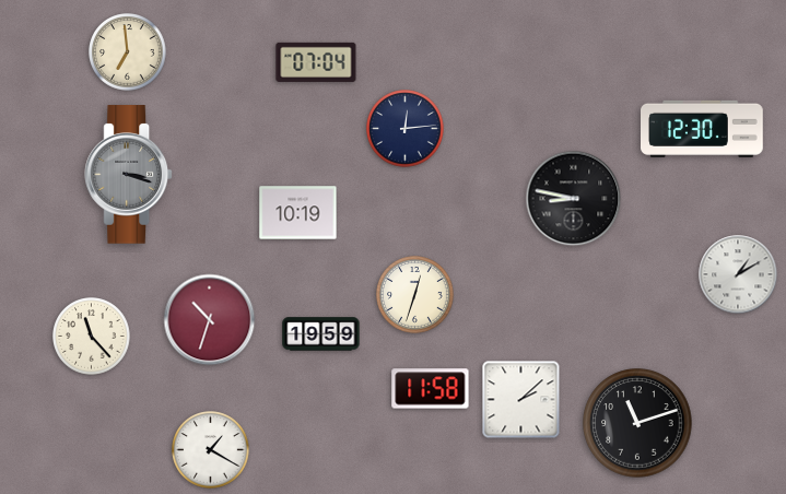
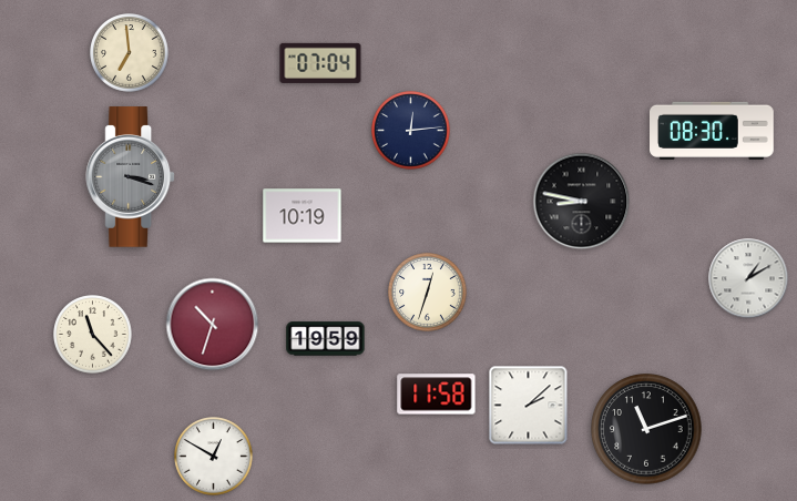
clock at (703, 129): 12:30 -> 08:30
clock at (415, 295) position: (415, 295) -> (428, 293)
clock at (92, 337) position: (92, 337) -> (93, 335)
clock at (211, 450): 1:20 -> 12:50
